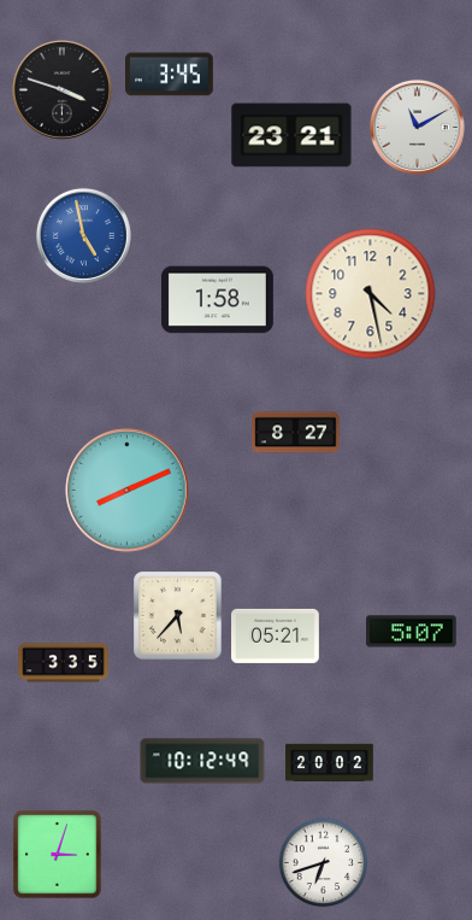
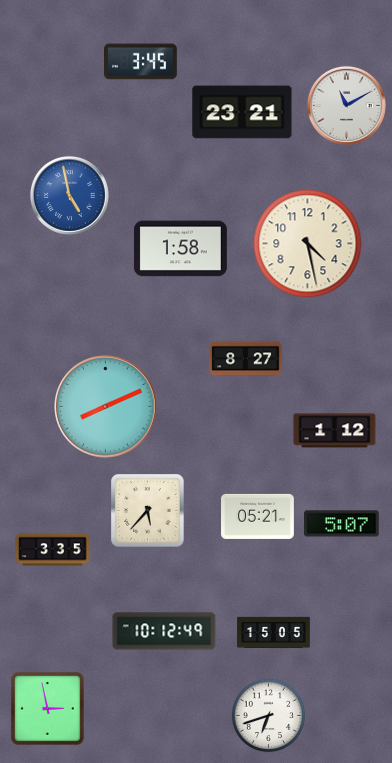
clock at (61, 89): 3:48 -> none
clock at (335, 431): none -> 1:12
clock at (276, 635) position: (276, 635) -> (258, 516)
clock at (202, 761) position: (202, 761) -> (164, 631)
clock at (330, 763): 20:02 -> 15:05
clock at (58, 855): 3:03 -> 2:58
